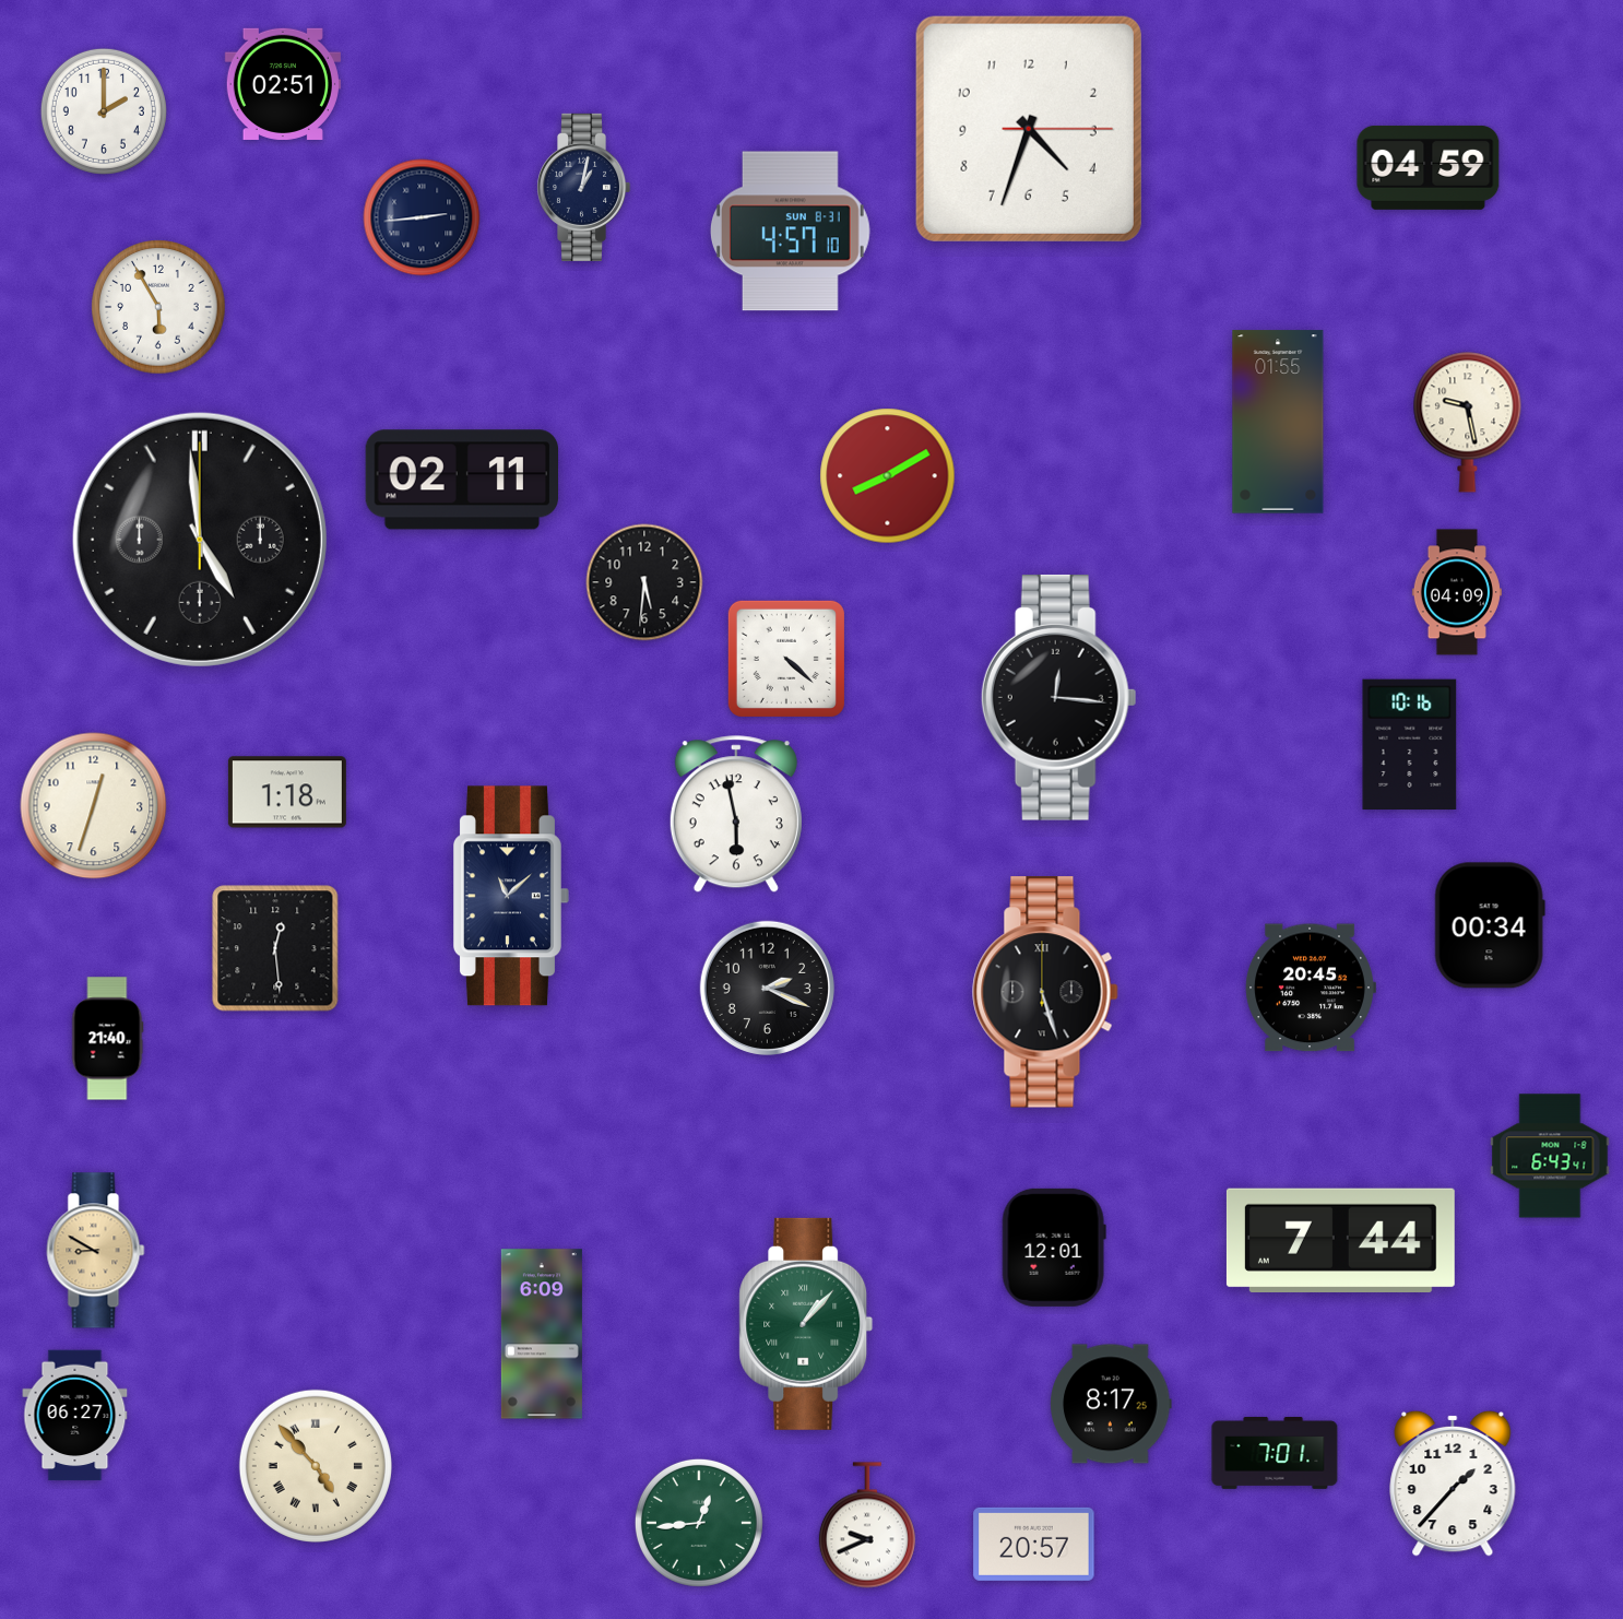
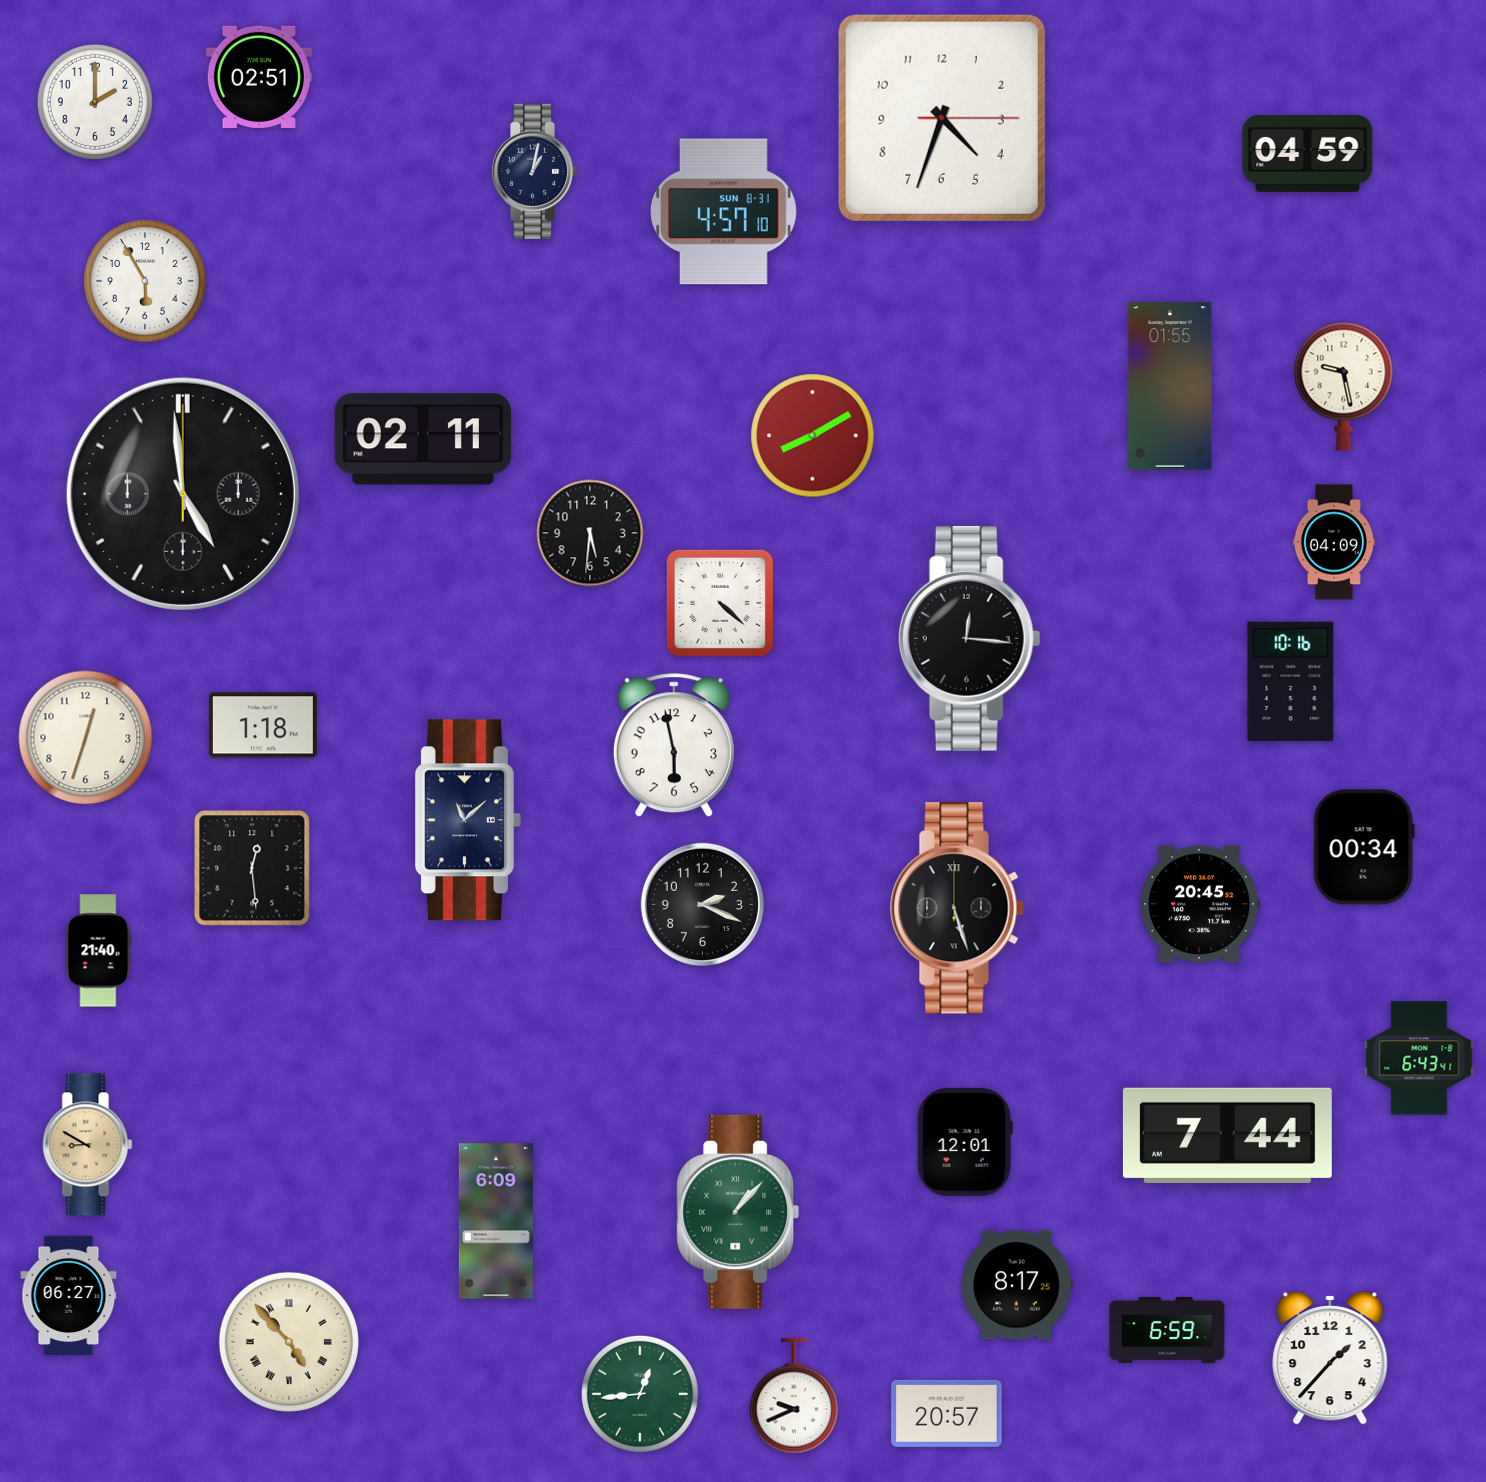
clock at (422, 217): 2:44 -> none
clock at (1275, 1453): 7:01 -> 6:59
